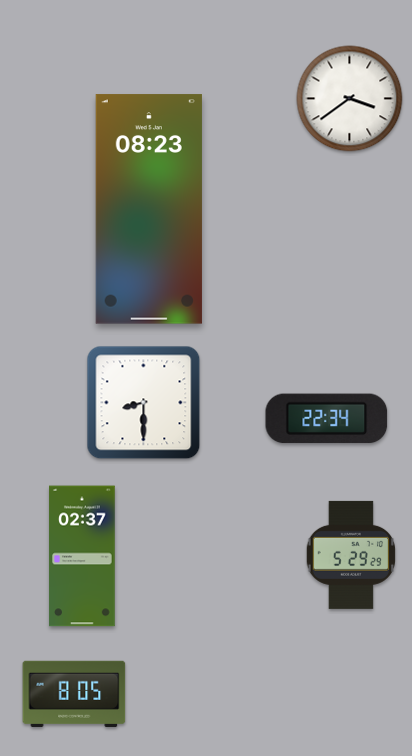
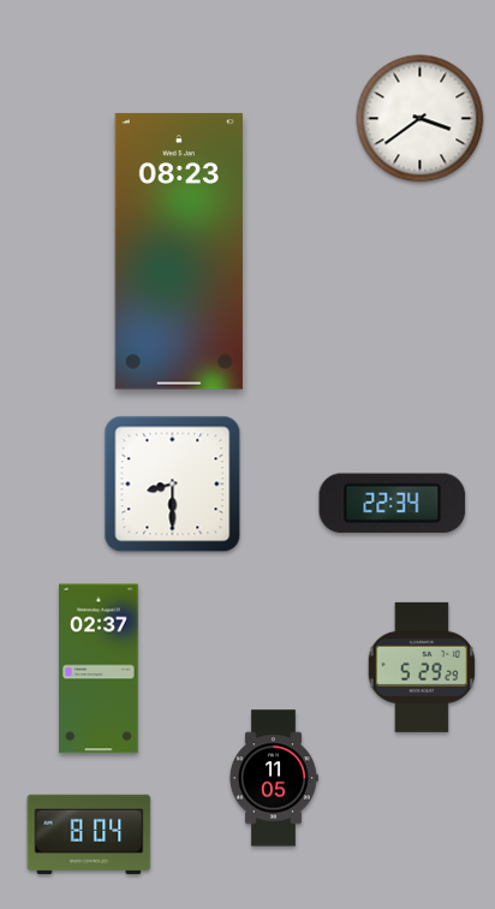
clock at (273, 778): none -> 11:05
clock at (74, 694): 8:05 -> 8:04
